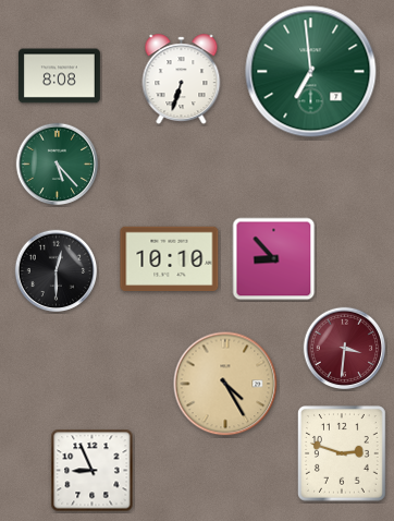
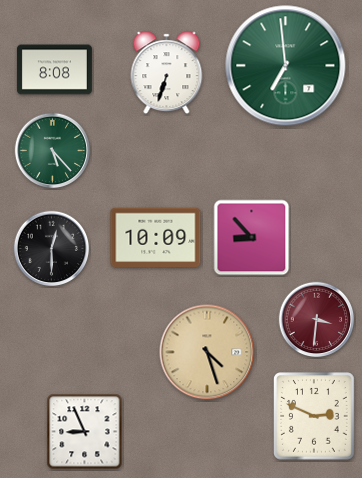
clock at (170, 258): 10:10 -> 10:09
clock at (225, 384): 4:25 -> 4:27
clock at (342, 453): 2:48 -> 2:49
